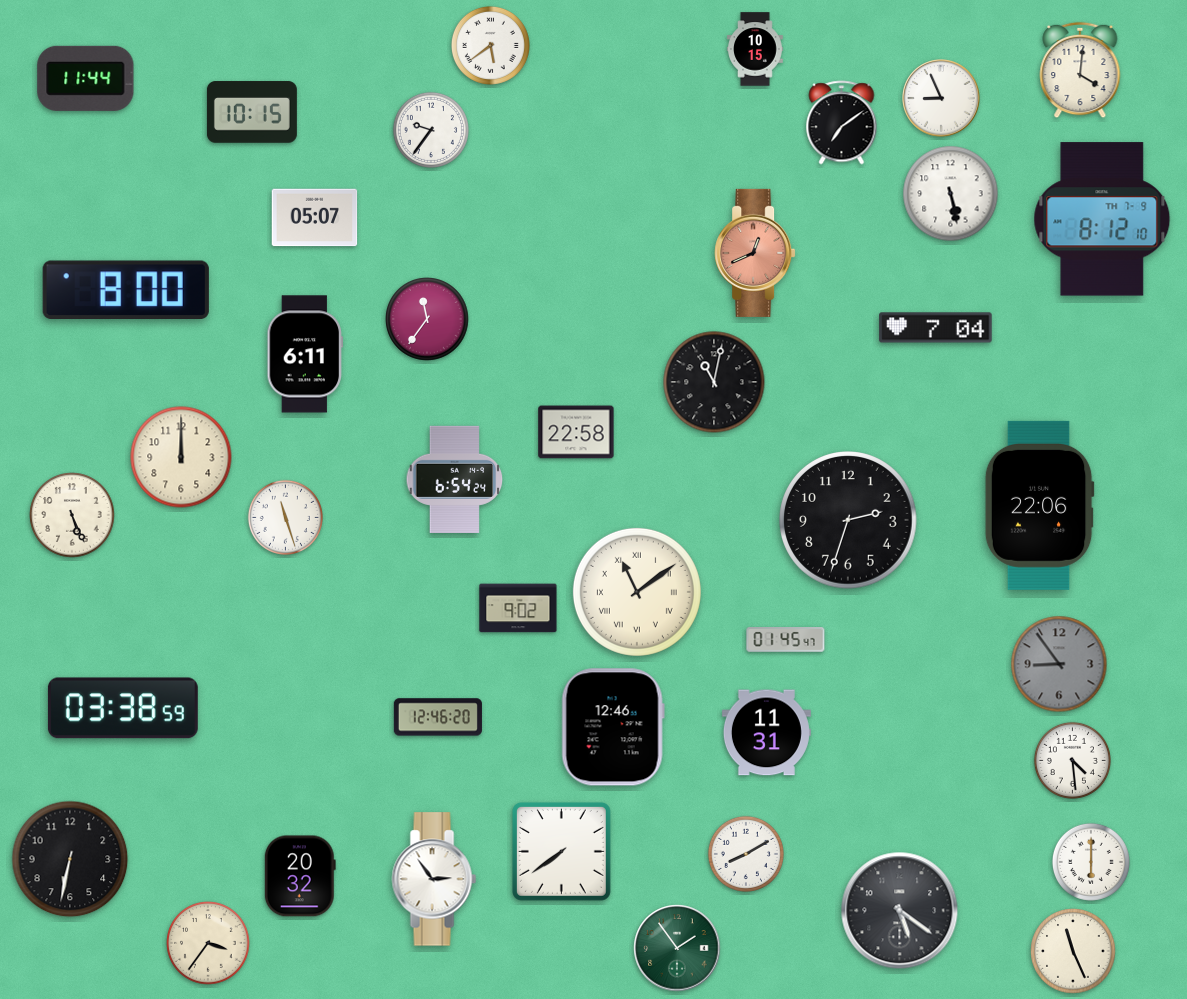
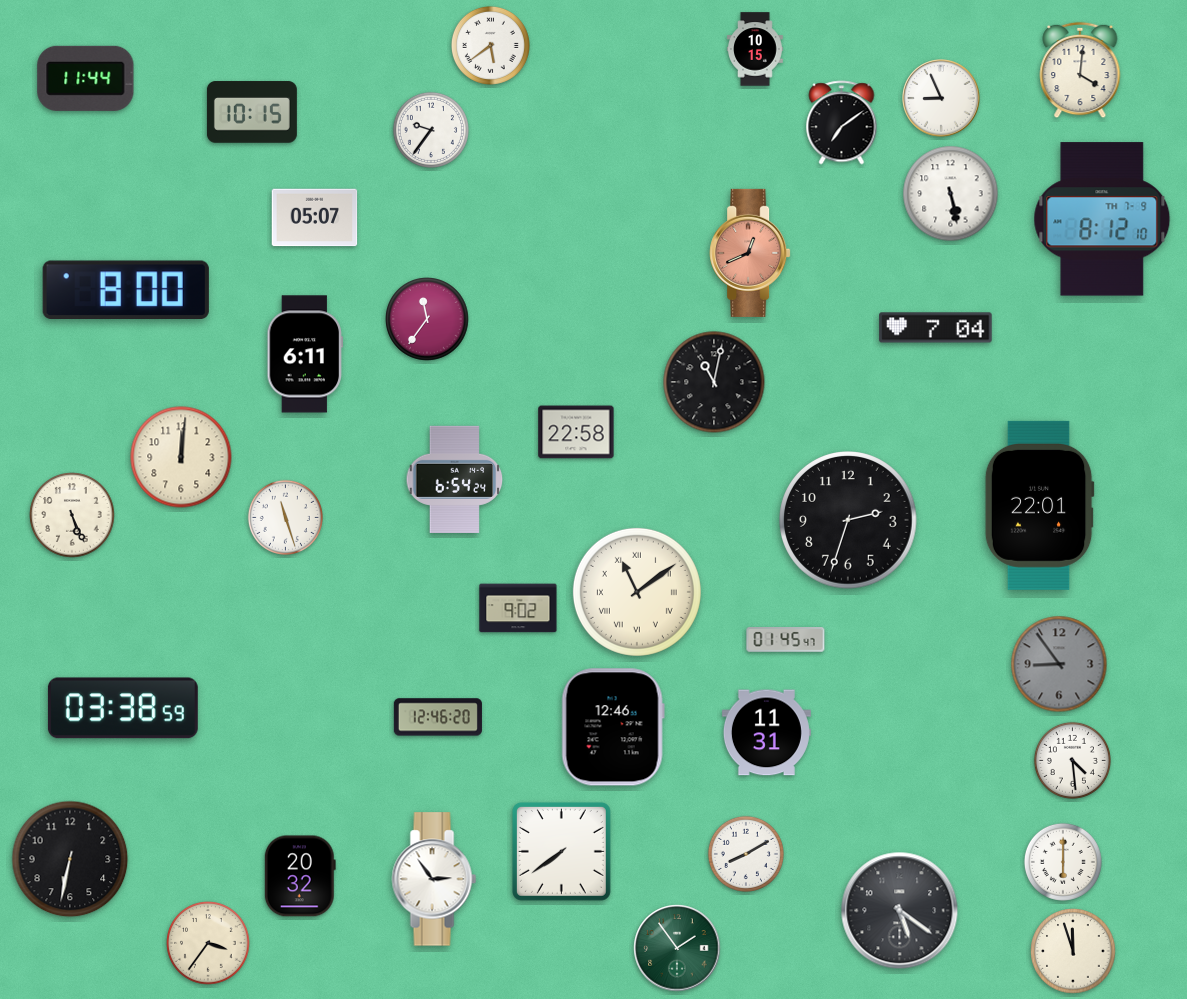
clock at (755, 253) position: (755, 253) -> (750, 253)
clock at (181, 457): 12:00 -> 12:01
clock at (1039, 505): 22:06 -> 22:01
clock at (1091, 862) position: (1091, 862) -> (1063, 862)
clock at (1073, 951): 11:26 -> 11:57
